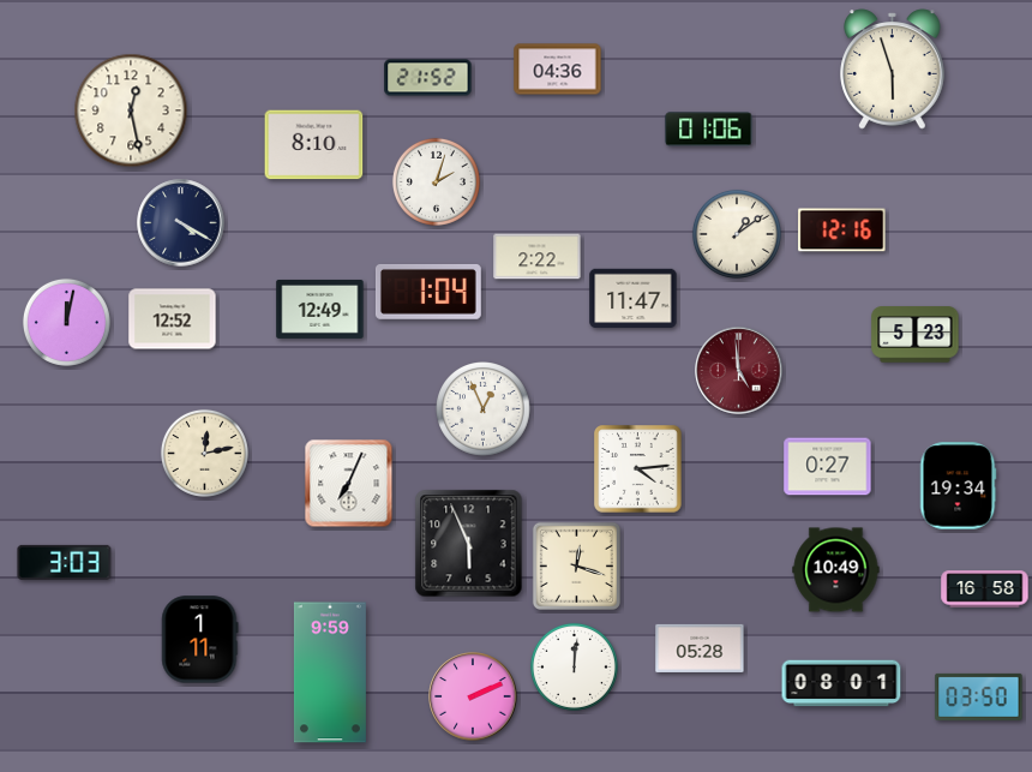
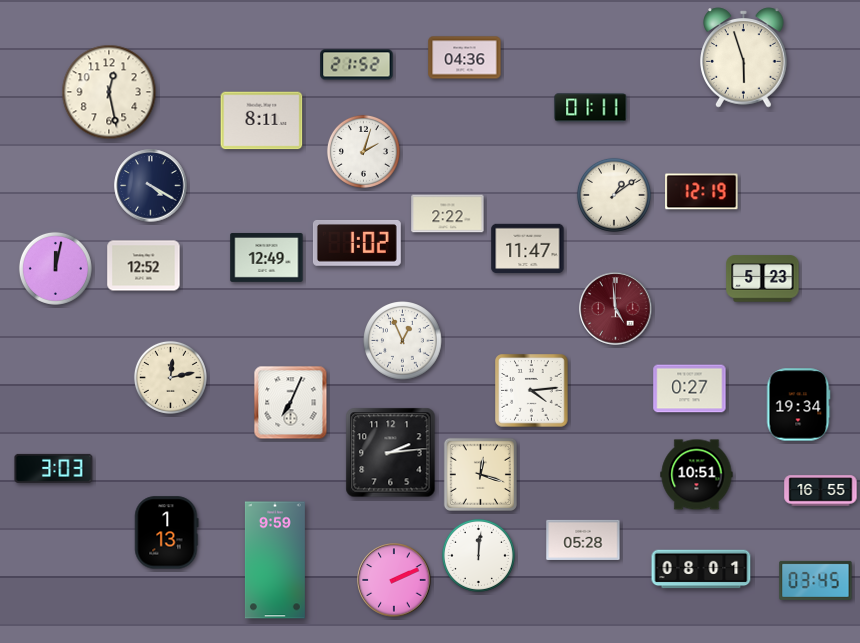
clock at (709, 130): 01:06 -> 01:11
clock at (314, 145): 8:10 -> 8:11
clock at (842, 231): 12:16 -> 12:19
clock at (428, 292): 1:04 -> 1:02
clock at (469, 544): 5:56 -> 2:14
clock at (576, 565) position: (576, 565) -> (480, 474)
clock at (836, 570): 10:49 -> 10:51
clock at (985, 590): 16:58 -> 16:55
clock at (200, 640): 1:11 -> 1:13
clock at (979, 696): 03:50 -> 03:45
